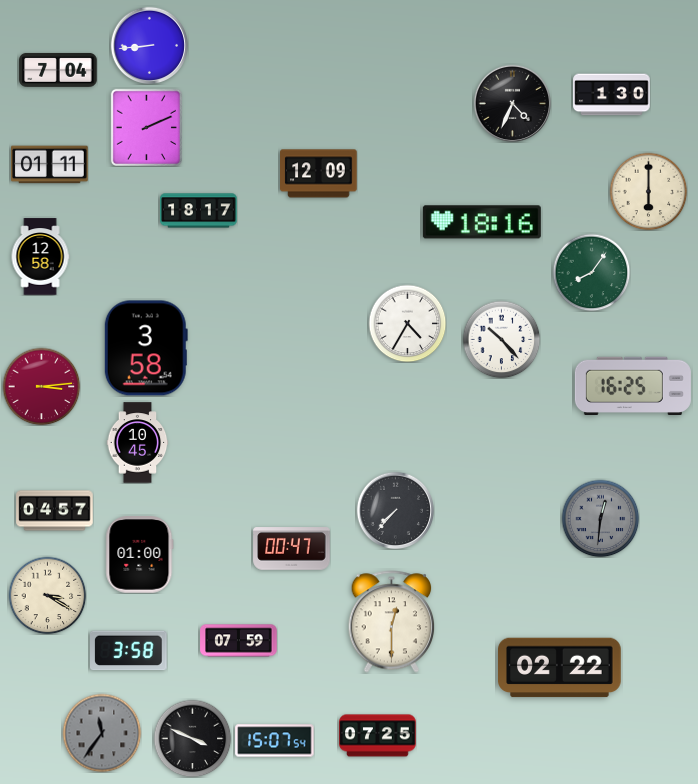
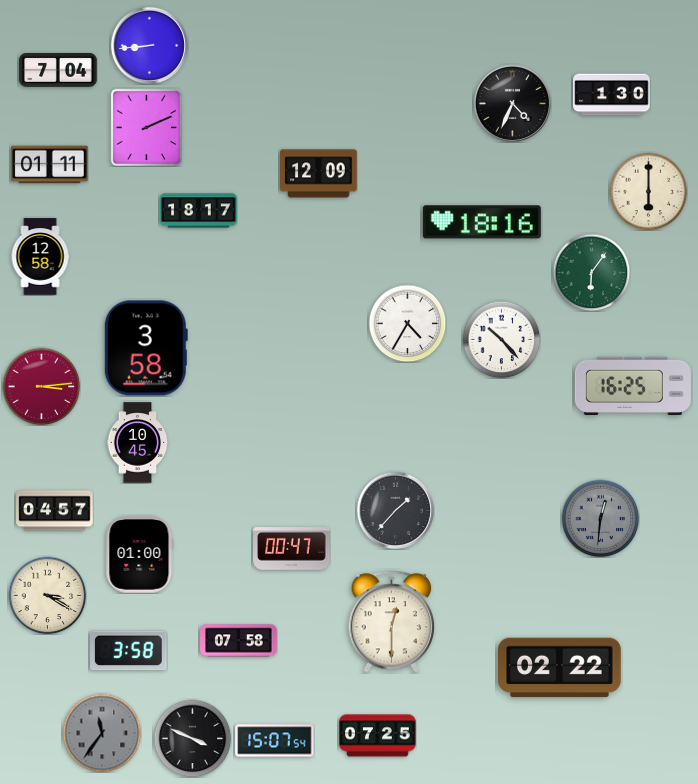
clock at (591, 272): 8:06 -> 6:06
clock at (395, 510): 7:37 -> 1:37
clock at (239, 641): 07:59 -> 07:58
